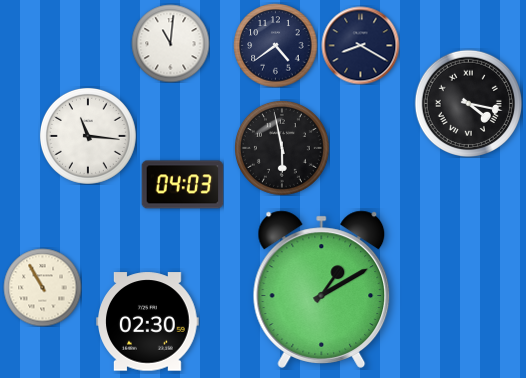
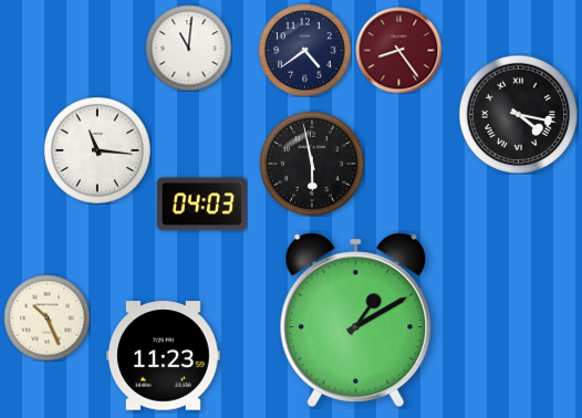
clock at (360, 45): 8:20 -> 8:24
clock at (360, 45) dial: navy -> burgundy
clock at (42, 287): 10:55 -> 10:26
clock at (148, 322): 02:30 -> 11:23
